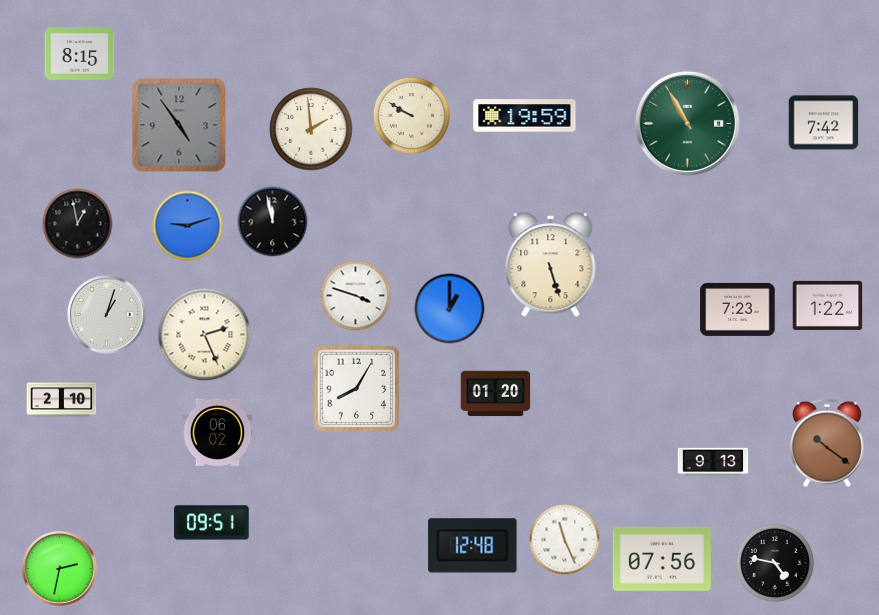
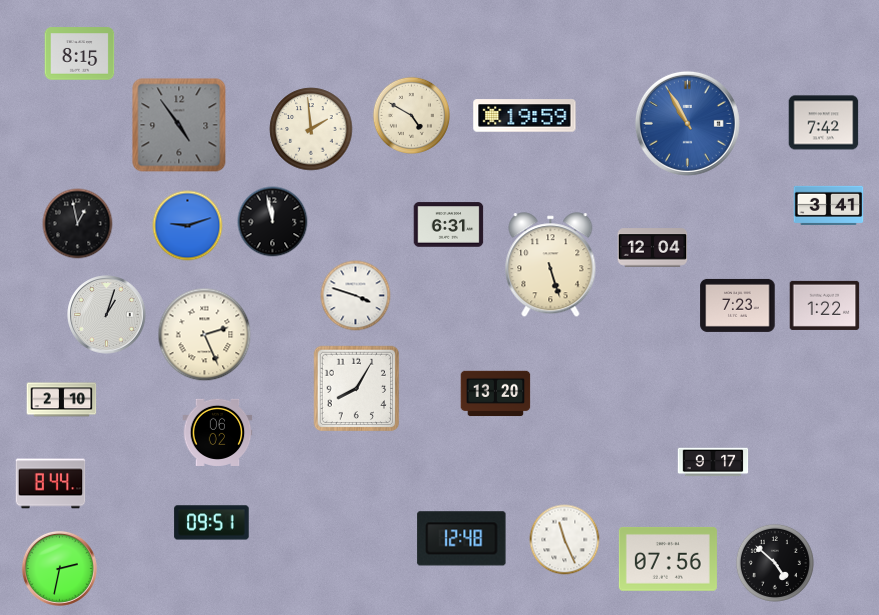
clock at (411, 115): 9:50 -> 4:50
clock at (687, 123) dial: green -> blue
clock at (829, 205): none -> 3:41
clock at (449, 225): none -> 6:31
clock at (653, 248): none -> 12:04
clock at (828, 305) position: (828, 305) -> (825, 305)
clock at (450, 309): 1:00 -> none
clock at (738, 309) position: (738, 309) -> (738, 305)
clock at (496, 394): 01:20 -> 13:20
clock at (827, 443): 10:21 -> none
clock at (713, 462): 9:13 -> 9:17
clock at (51, 484): none -> 8:44
clock at (473, 546) position: (473, 546) -> (462, 539)
clock at (662, 559) position: (662, 559) -> (668, 559)
clock at (775, 563): 4:47 -> 4:52
